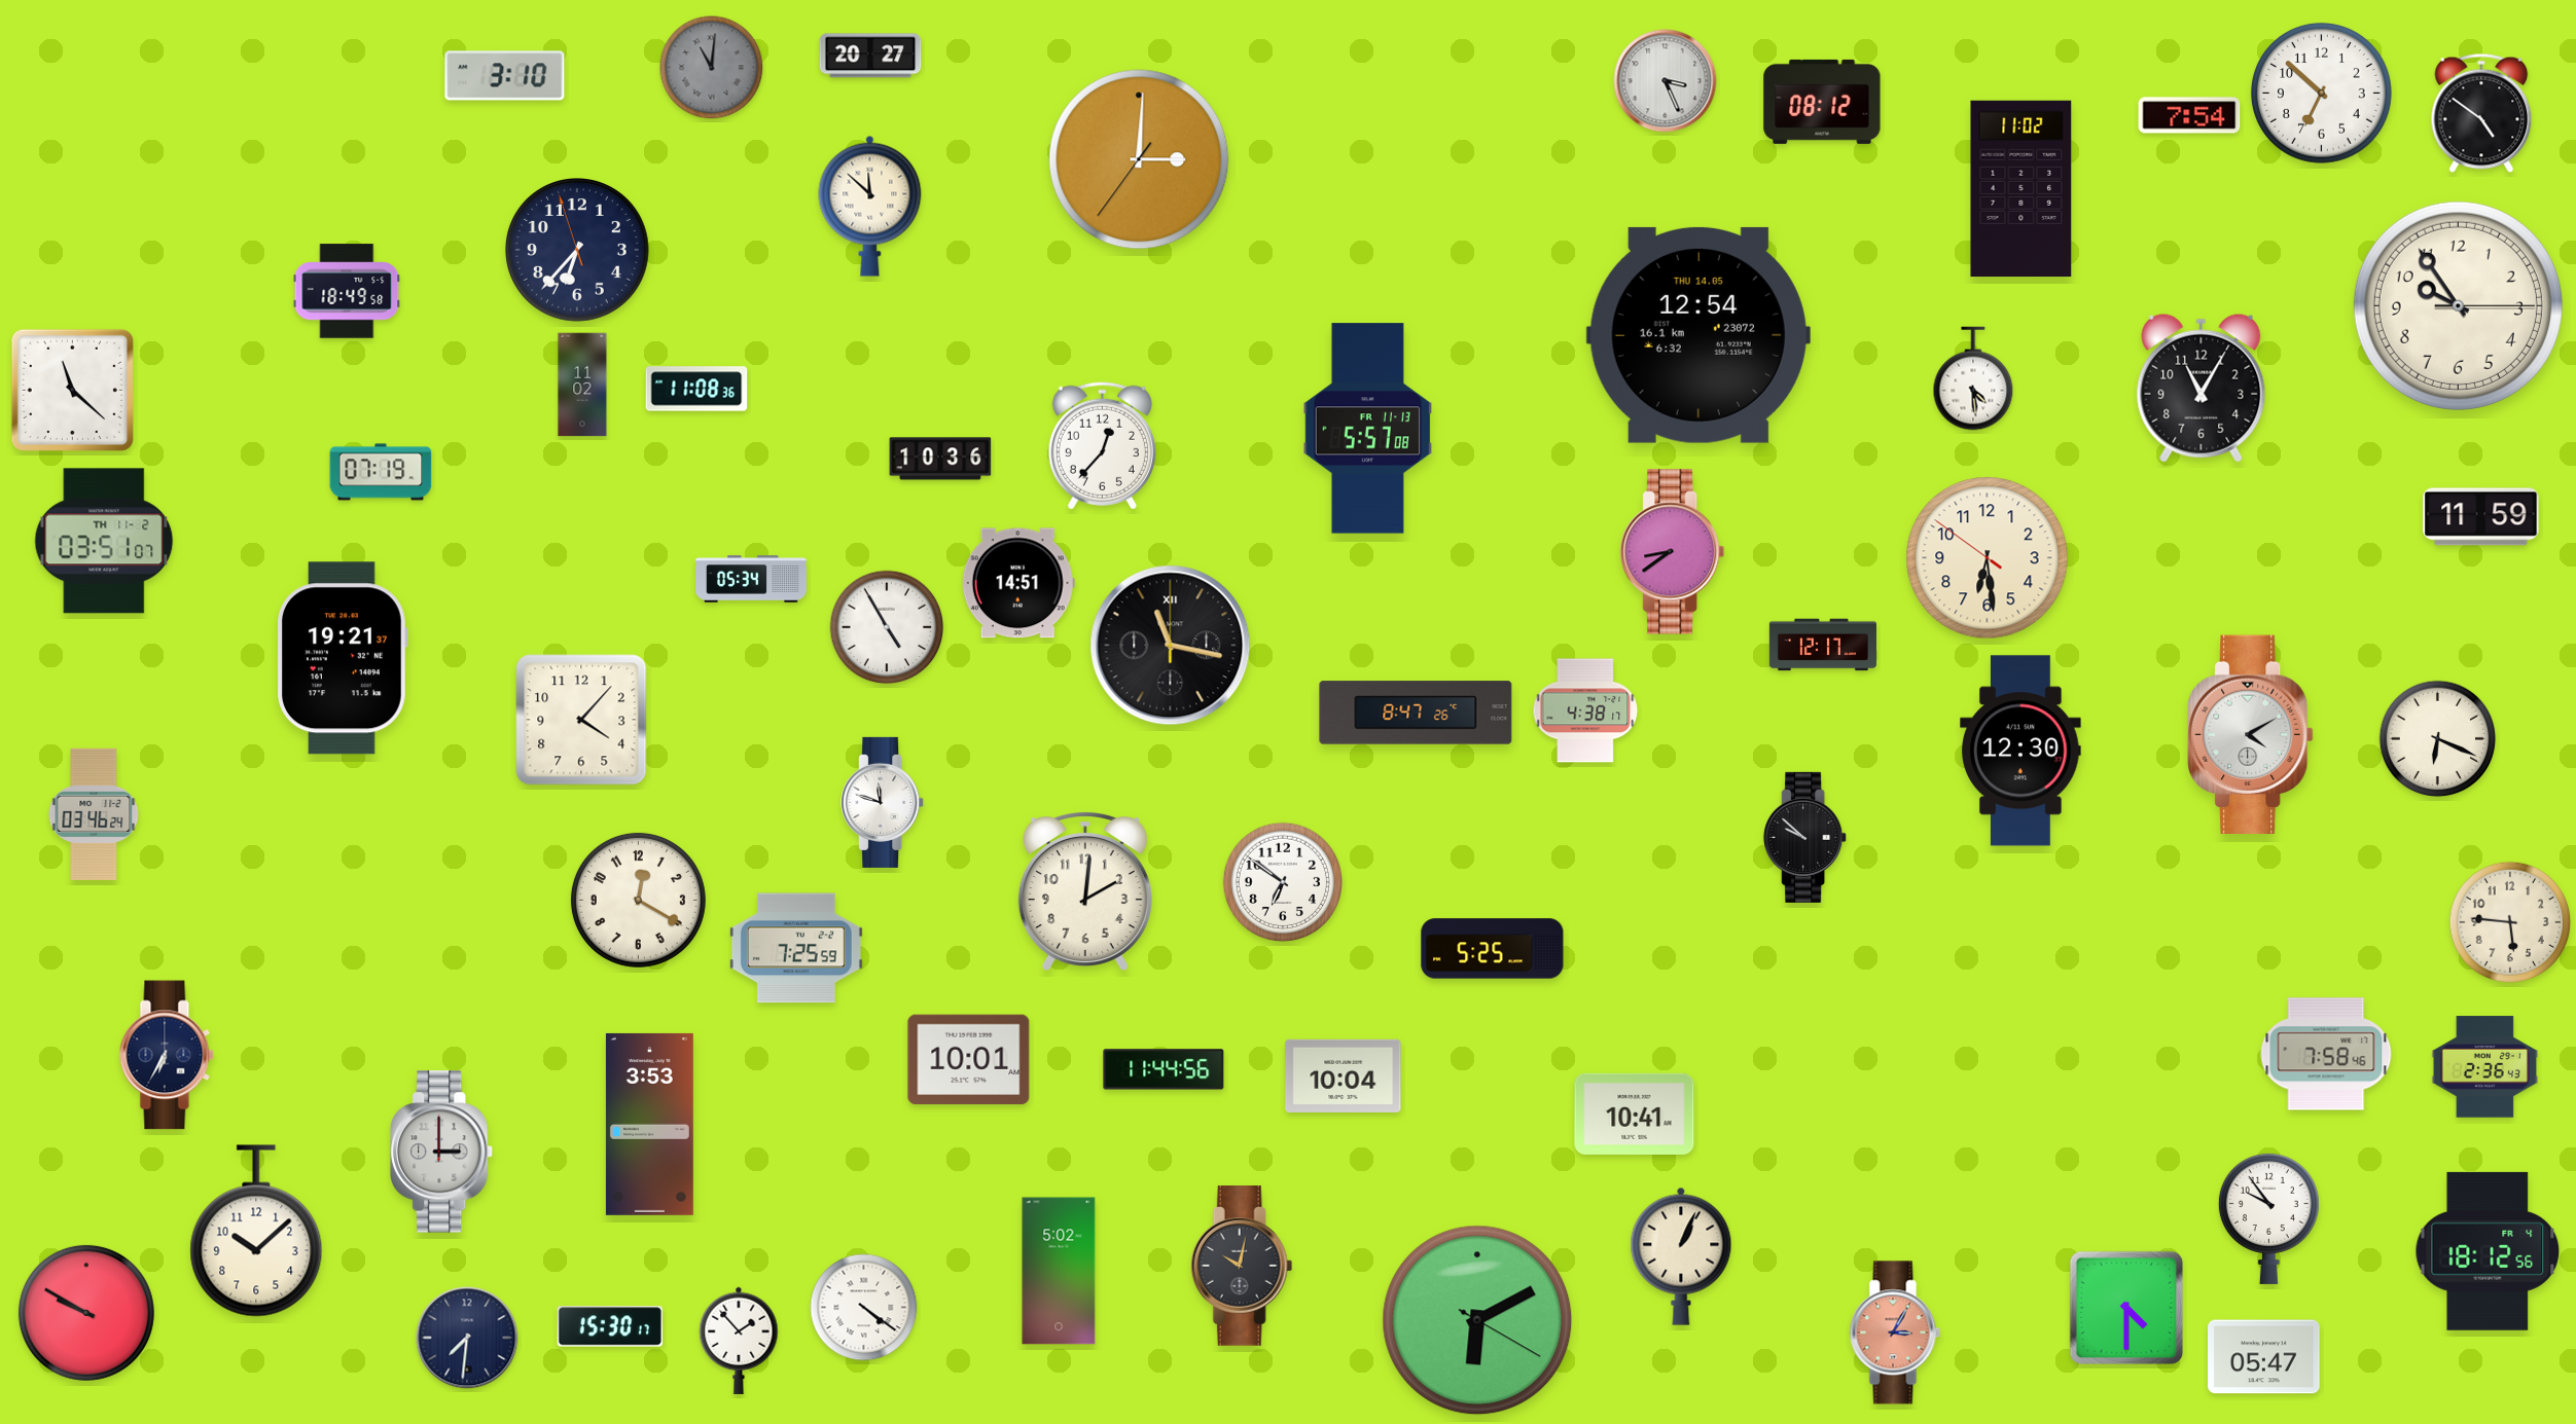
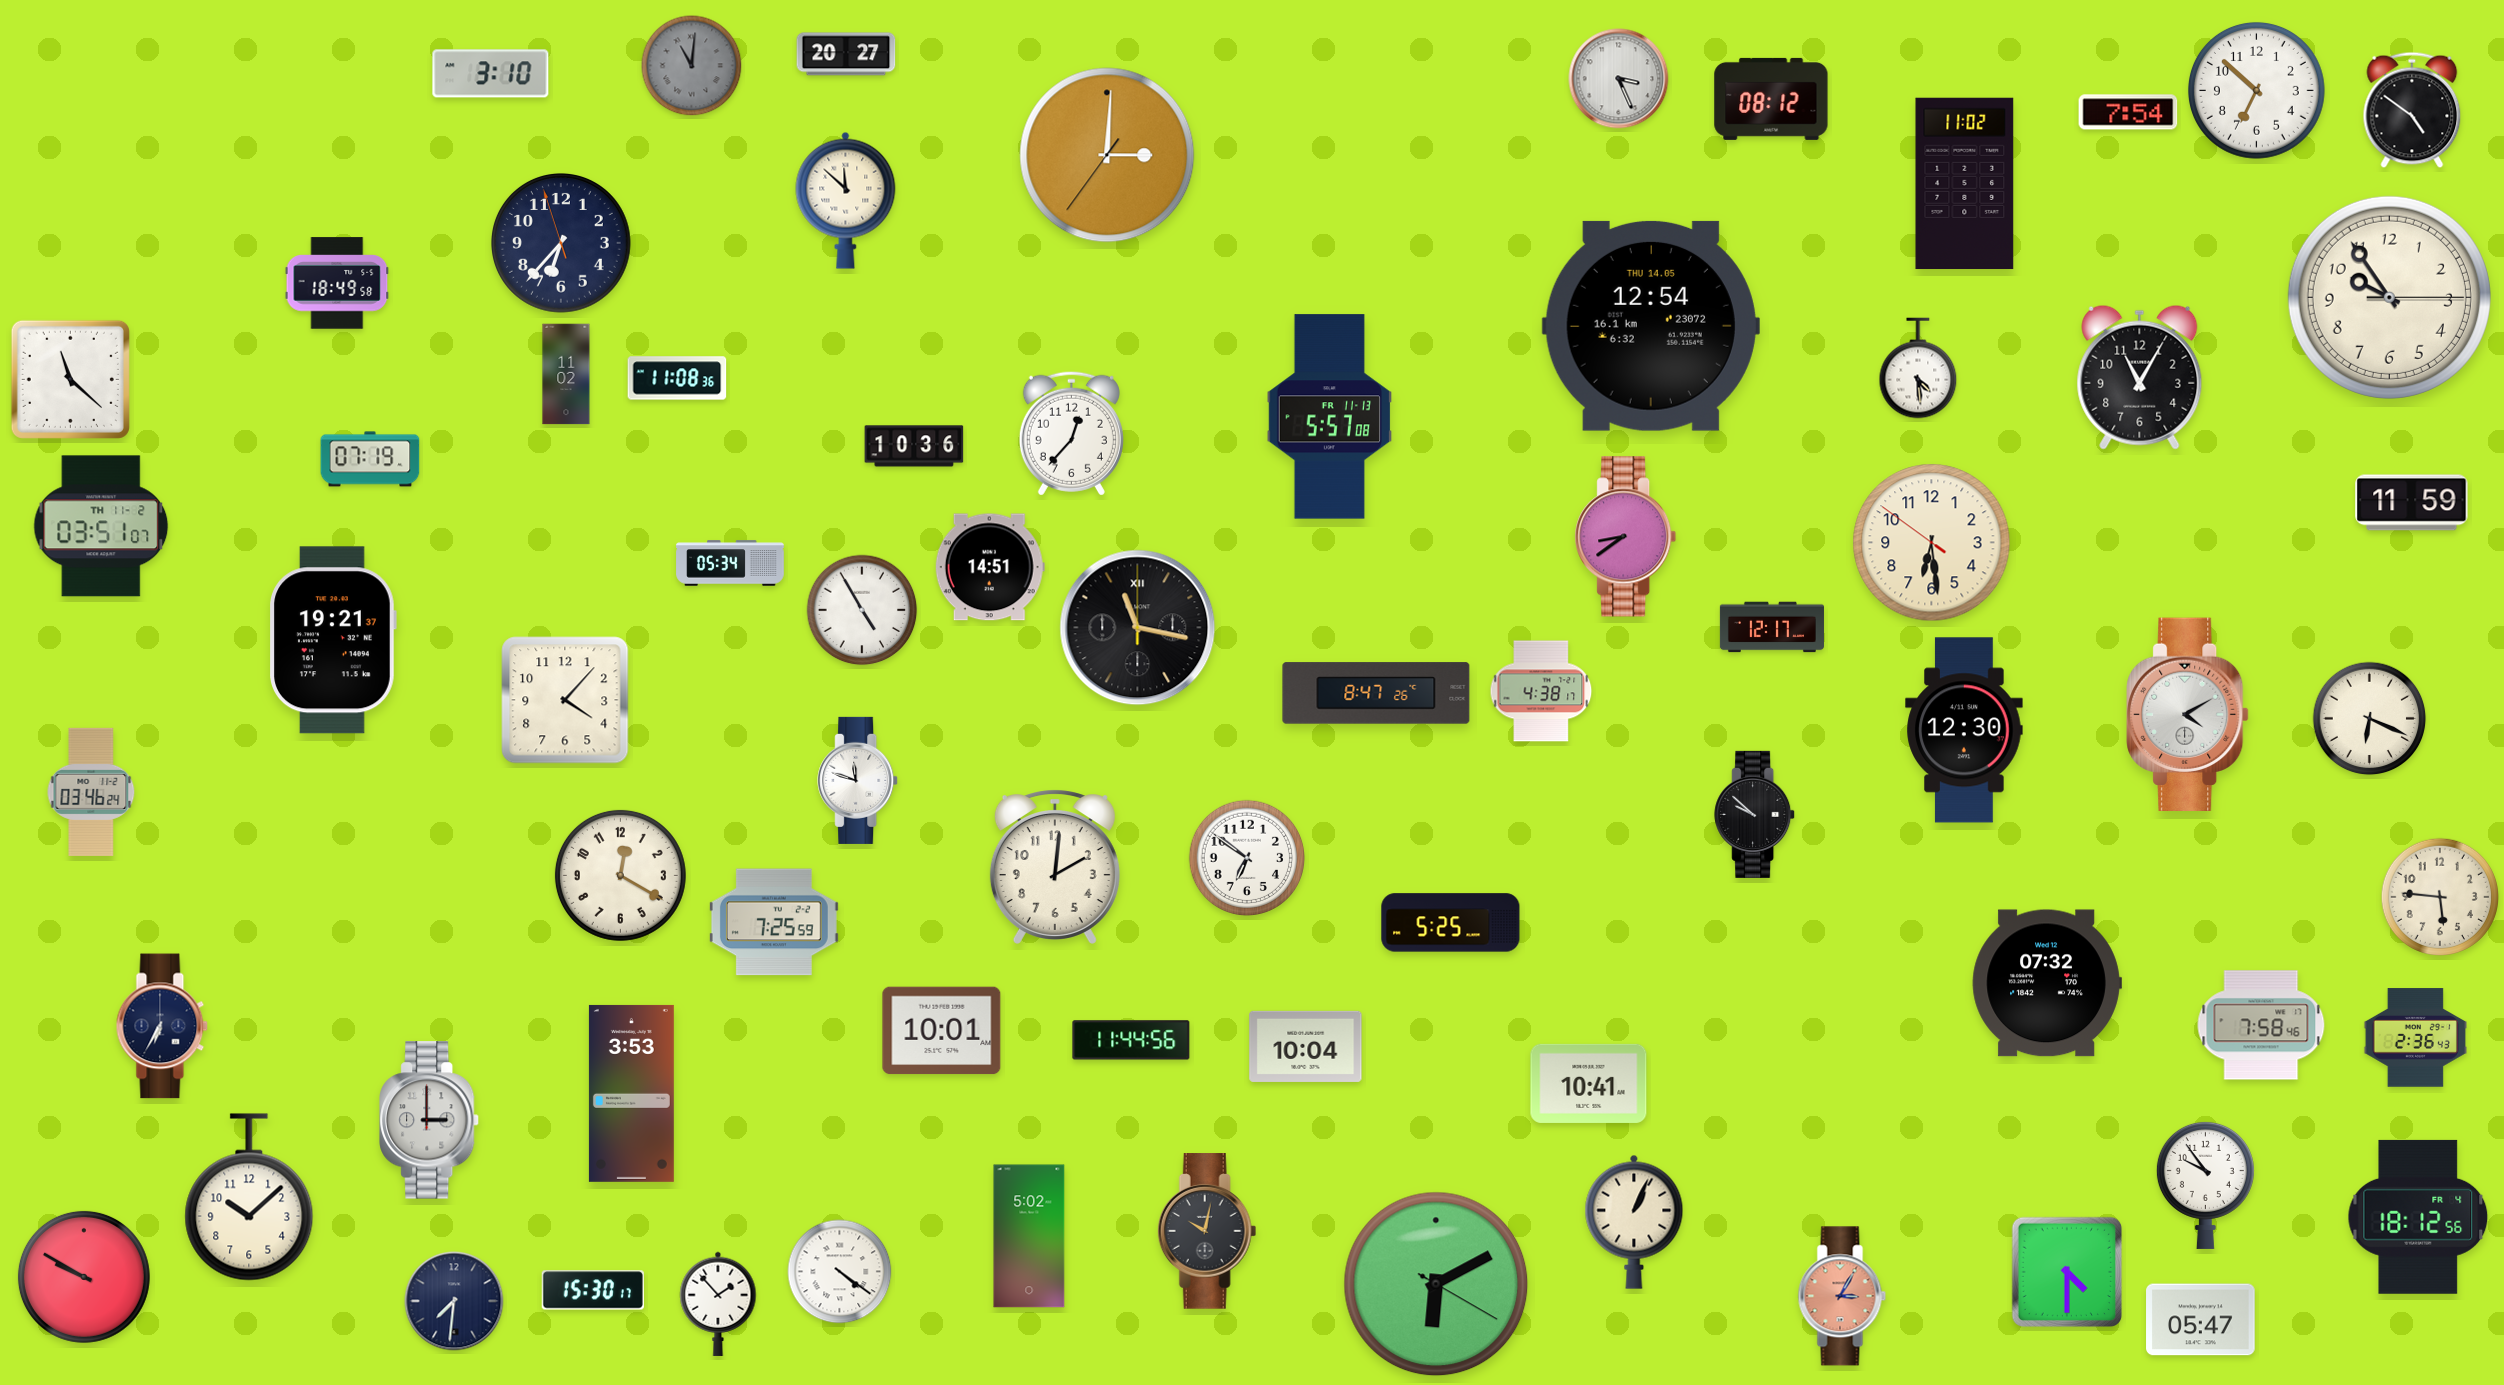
clock at (2047, 983): none -> 07:32
